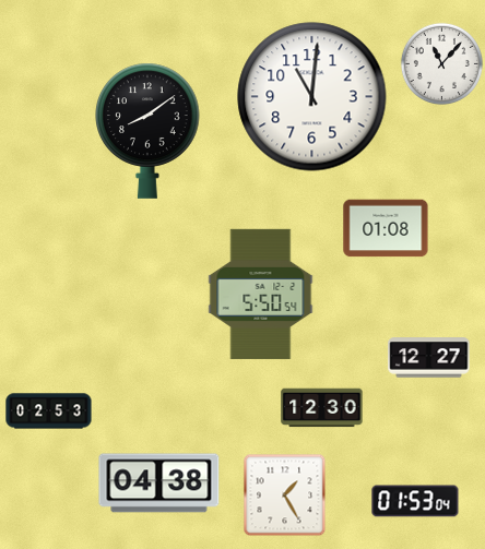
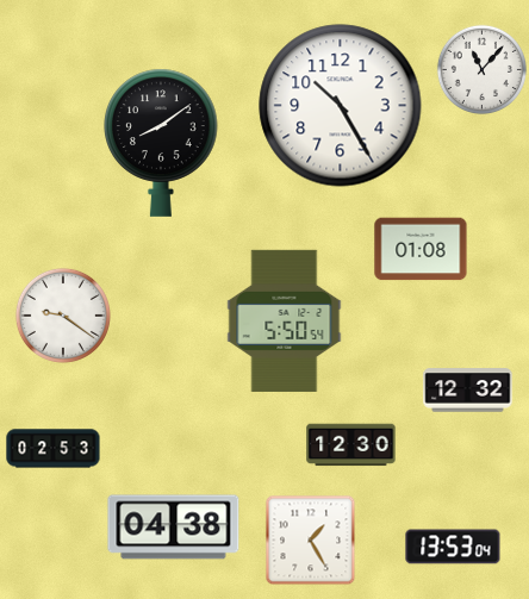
clock at (312, 97): 11:01 -> 10:25
clock at (63, 316): none -> 9:21
clock at (429, 358): 12:27 -> 12:32
clock at (415, 501): 01:53 -> 13:53
